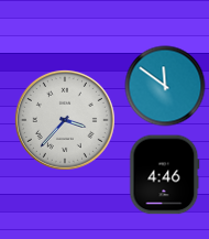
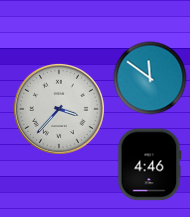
clock at (165, 175) position: (165, 175) -> (150, 165)
